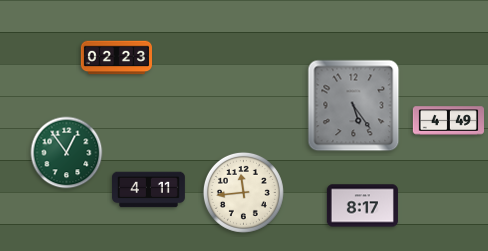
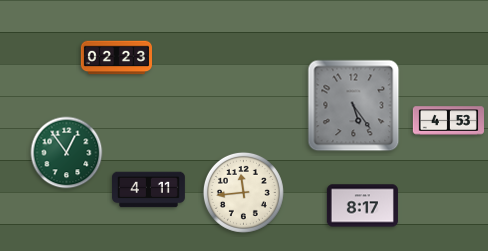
clock at (448, 121): 4:49 -> 4:53
